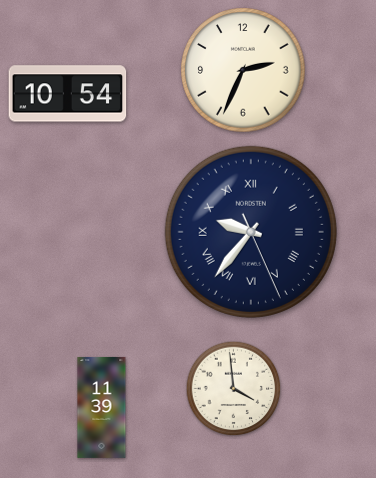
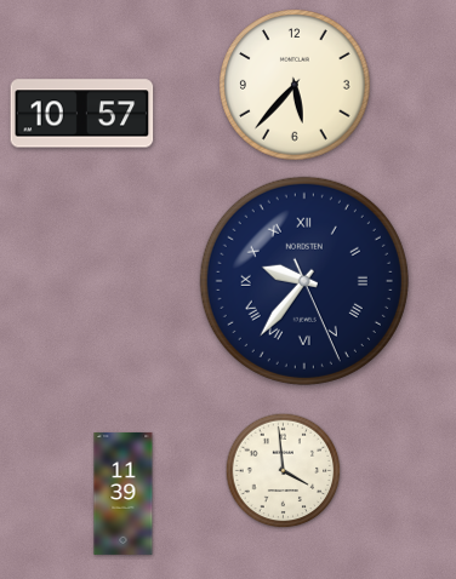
clock at (243, 70): 2:34 -> 5:37
clock at (68, 94): 10:54 -> 10:57
